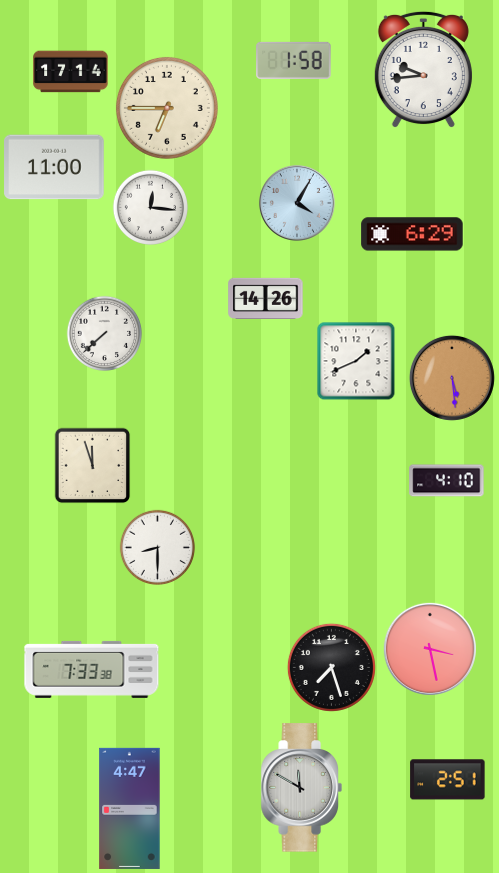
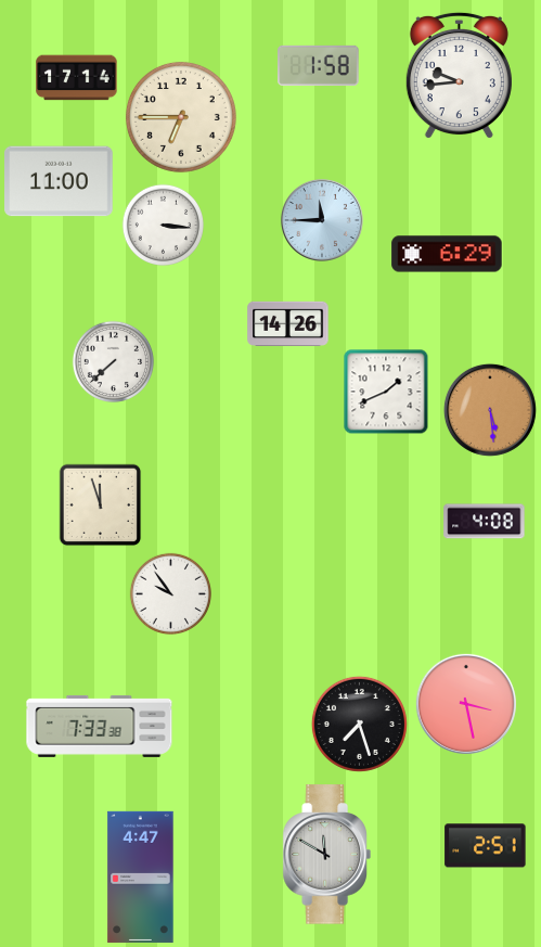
clock at (297, 203): 4:05 -> 11:45
clock at (150, 207): 12:16 -> 3:16
clock at (447, 481): 4:10 -> 4:08
clock at (157, 547): 8:30 -> 9:54
